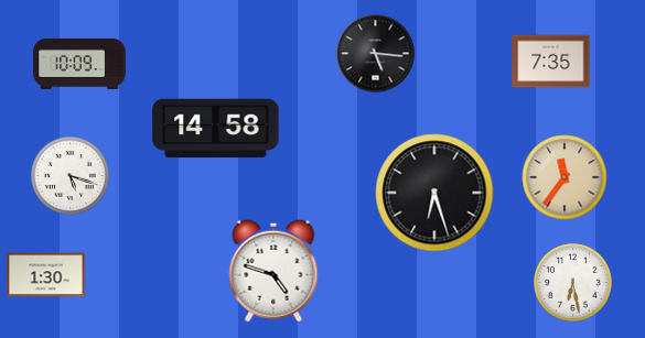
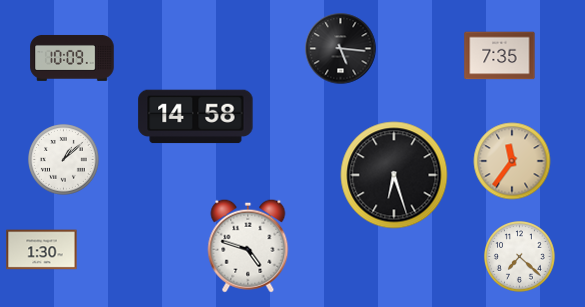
clock at (71, 176): 5:18 -> 1:08
clock at (573, 283): 6:28 -> 7:22
